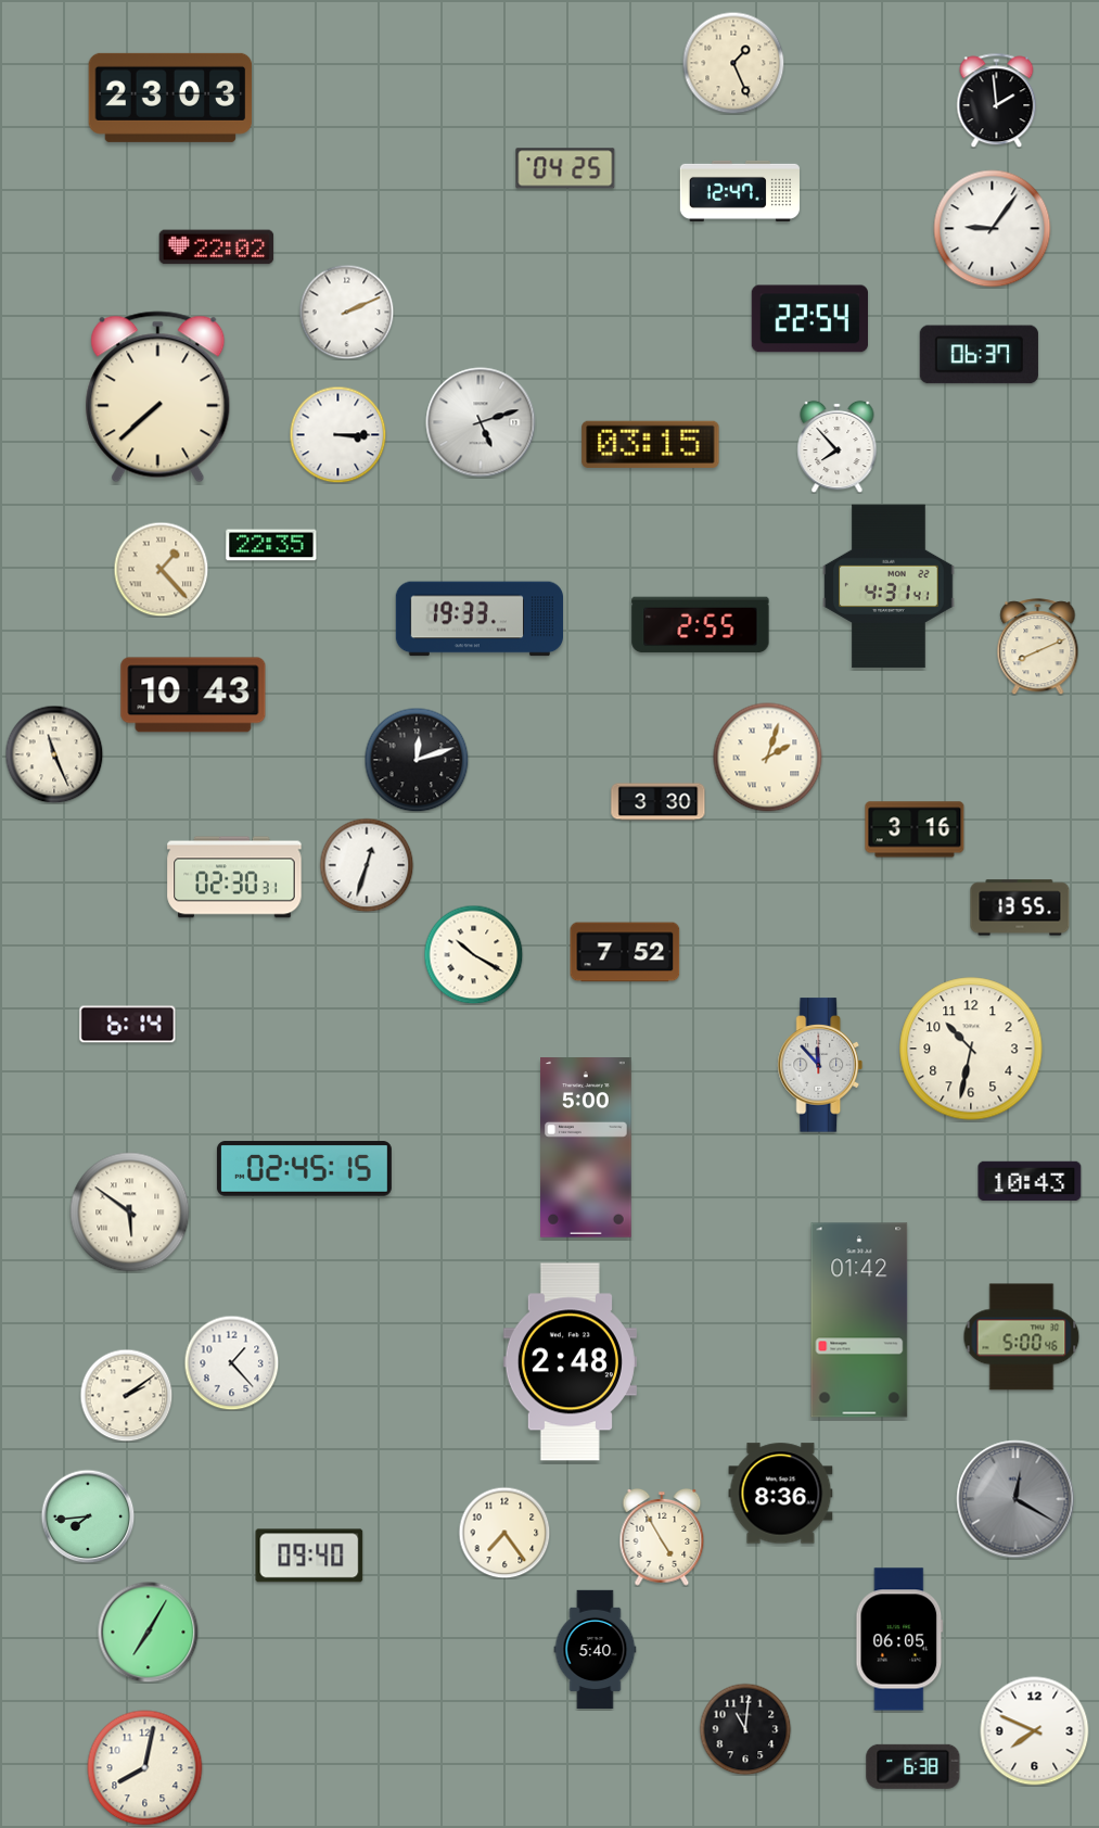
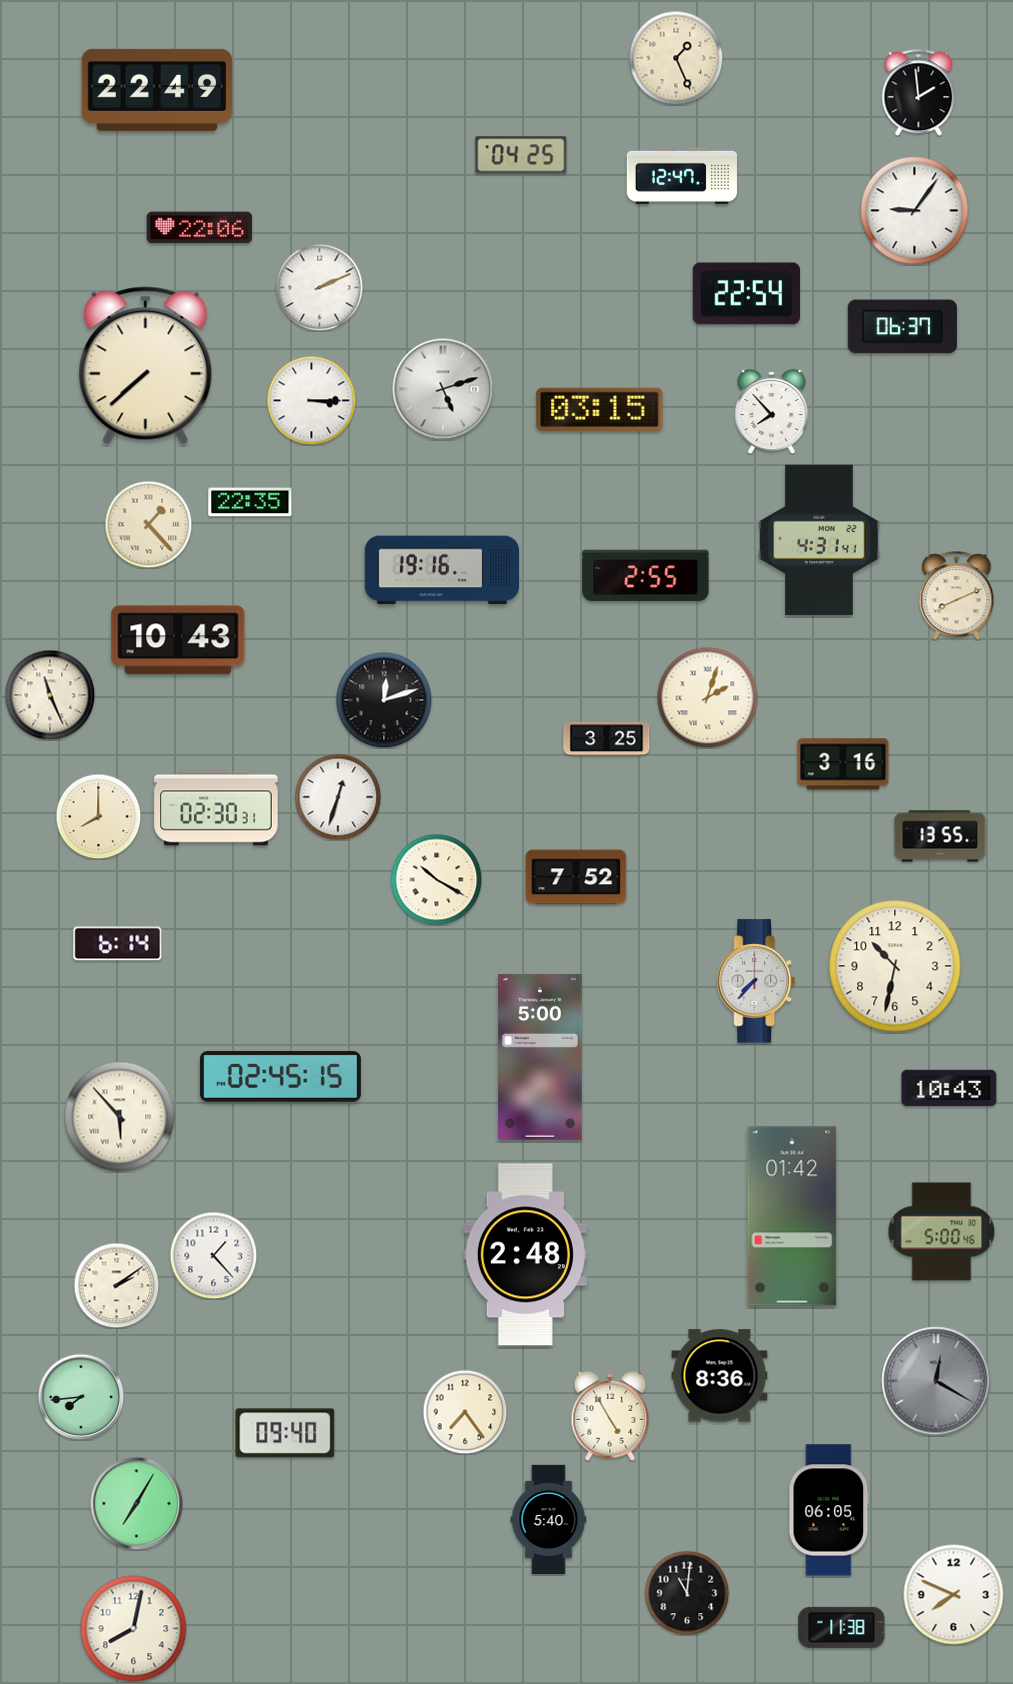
clock at (170, 98): 23:03 -> 22:49
clock at (217, 247): 22:02 -> 22:06
clock at (478, 619): 19:33 -> 19:16
clock at (659, 802): 3:30 -> 3:25
clock at (98, 816): none -> 8:00
clock at (820, 1065): 11:53 -> 7:37
clock at (130, 1213): 5:51 -> 5:53
clock at (913, 1766): 6:38 -> 11:38
